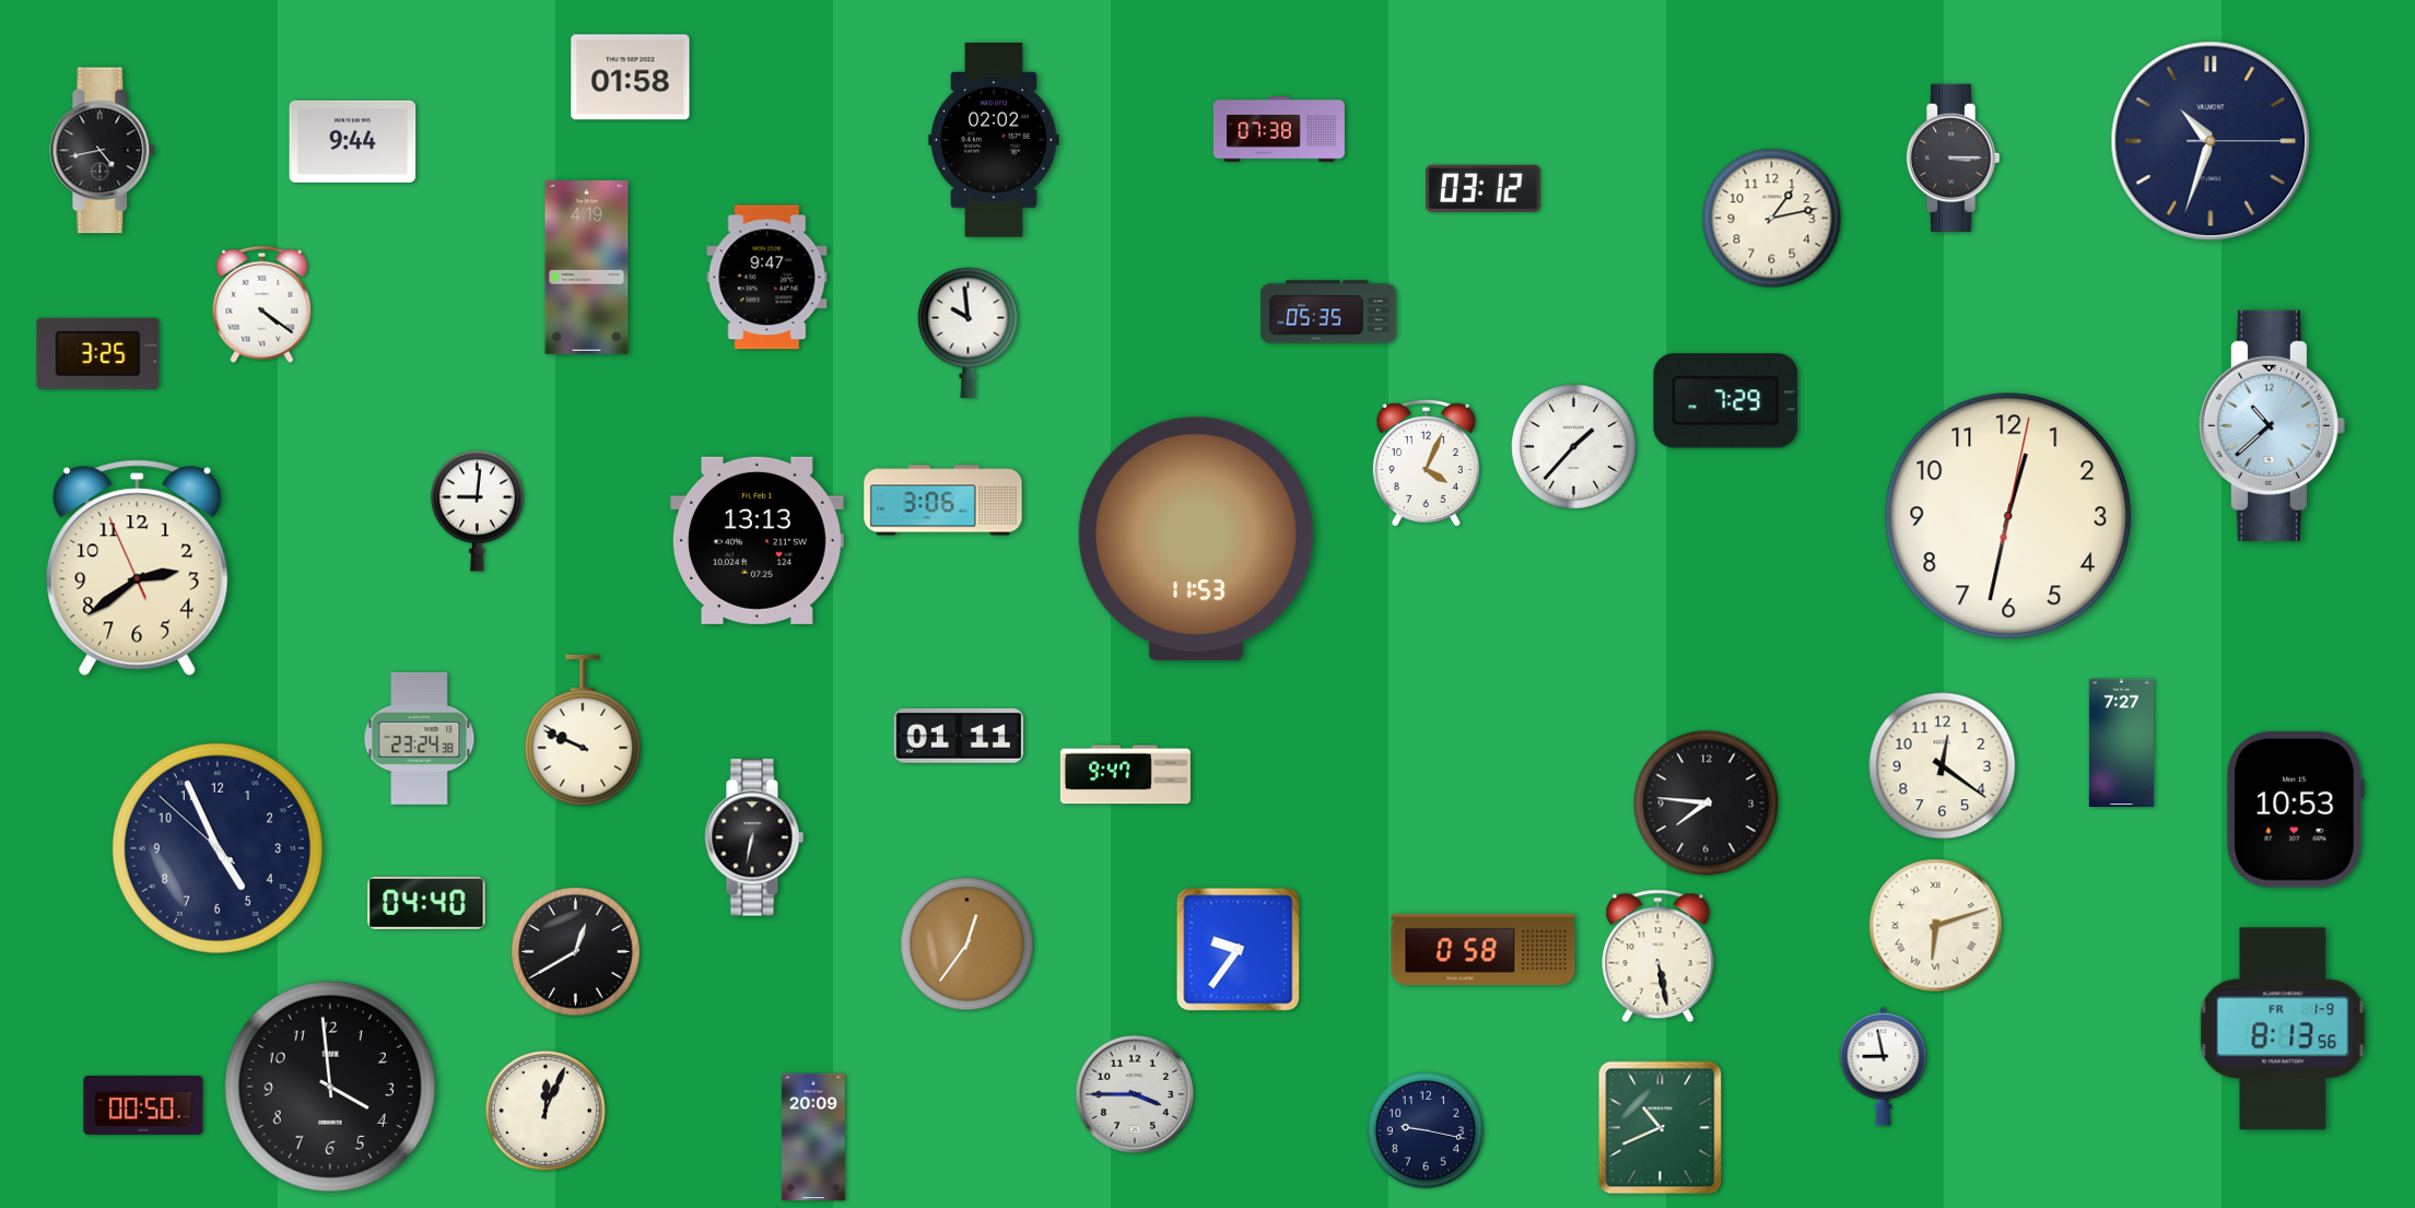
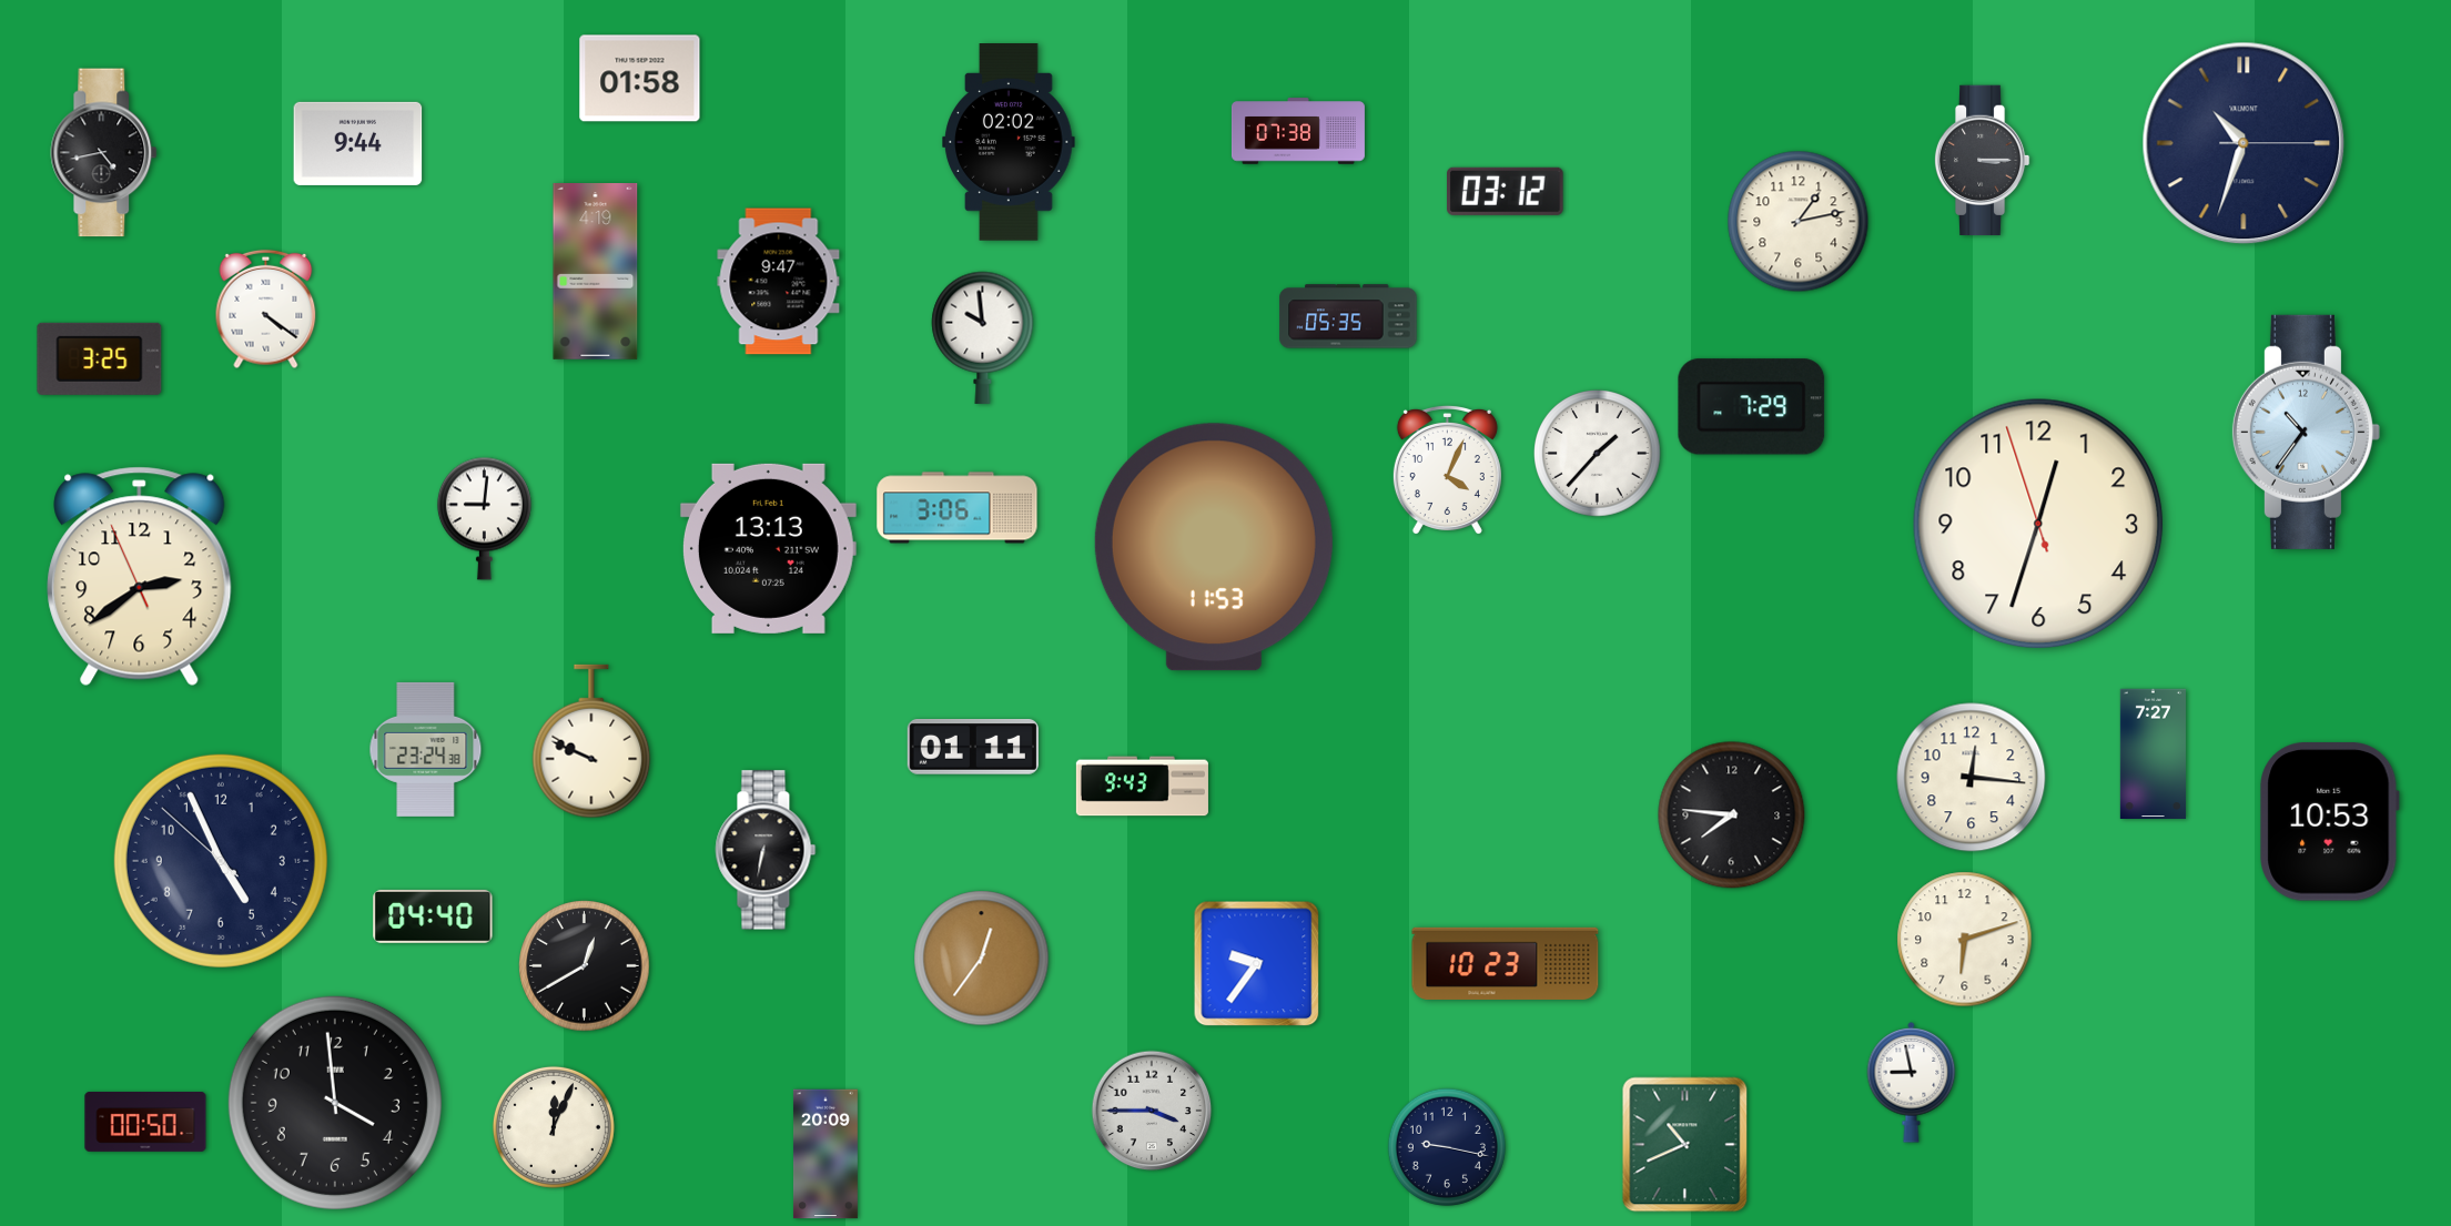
clock at (2272, 425): 10:38 -> 10:36
clock at (2008, 516): 12:32:02 -> 12:32:57
clock at (1943, 766): 12:21 -> 12:16
clock at (1125, 775): 9:47 -> 9:43
clock at (1936, 926) numerals: Roman -> Arabic
clock at (1484, 949): 0:58 -> 10:23
clock at (1658, 957): 5:28 -> none
clock at (2283, 1029): 8:13 -> none
